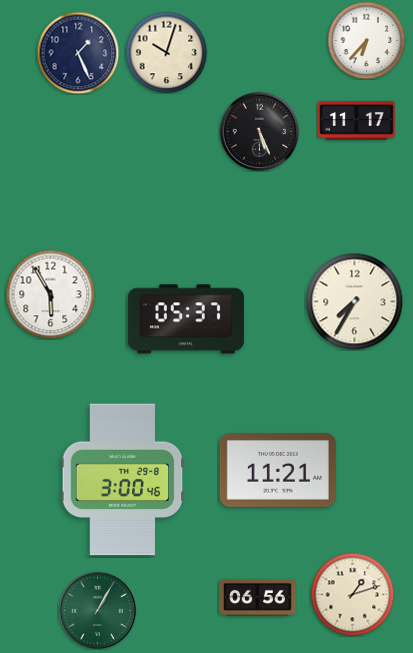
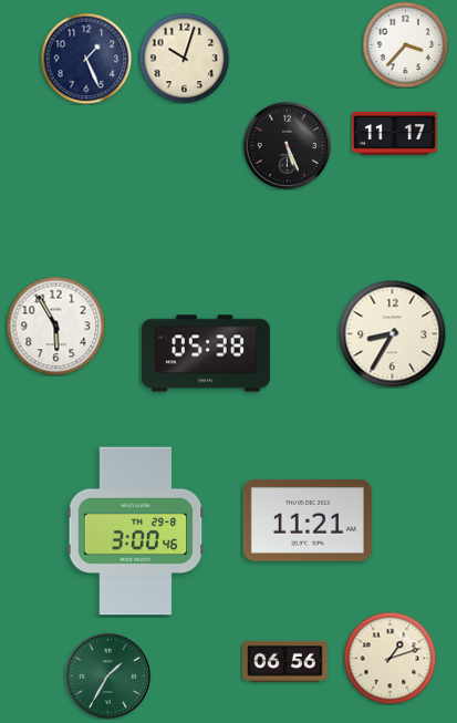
clock at (366, 40): 6:37 -> 3:37
clock at (354, 301): 7:35 -> 8:35
clock at (186, 319): 05:37 -> 05:38
clock at (97, 610): 1:05 -> 1:35
